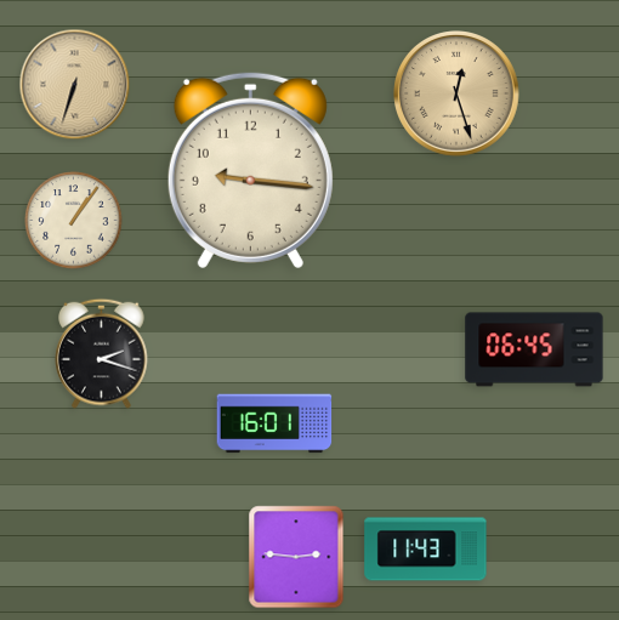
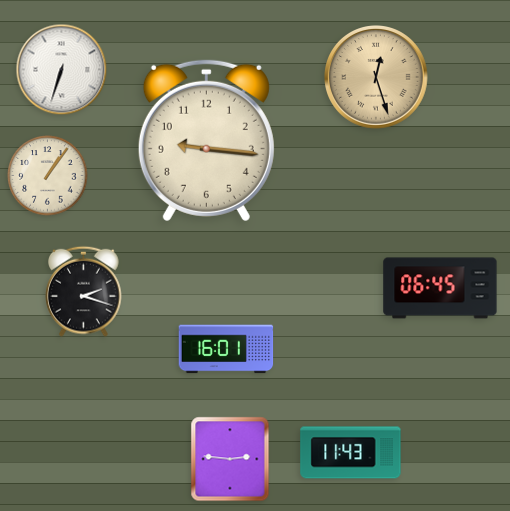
clock at (75, 85) dial: champagne -> white
clock at (74, 221) position: (74, 221) -> (48, 176)
clock at (296, 557) position: (296, 557) -> (230, 459)
